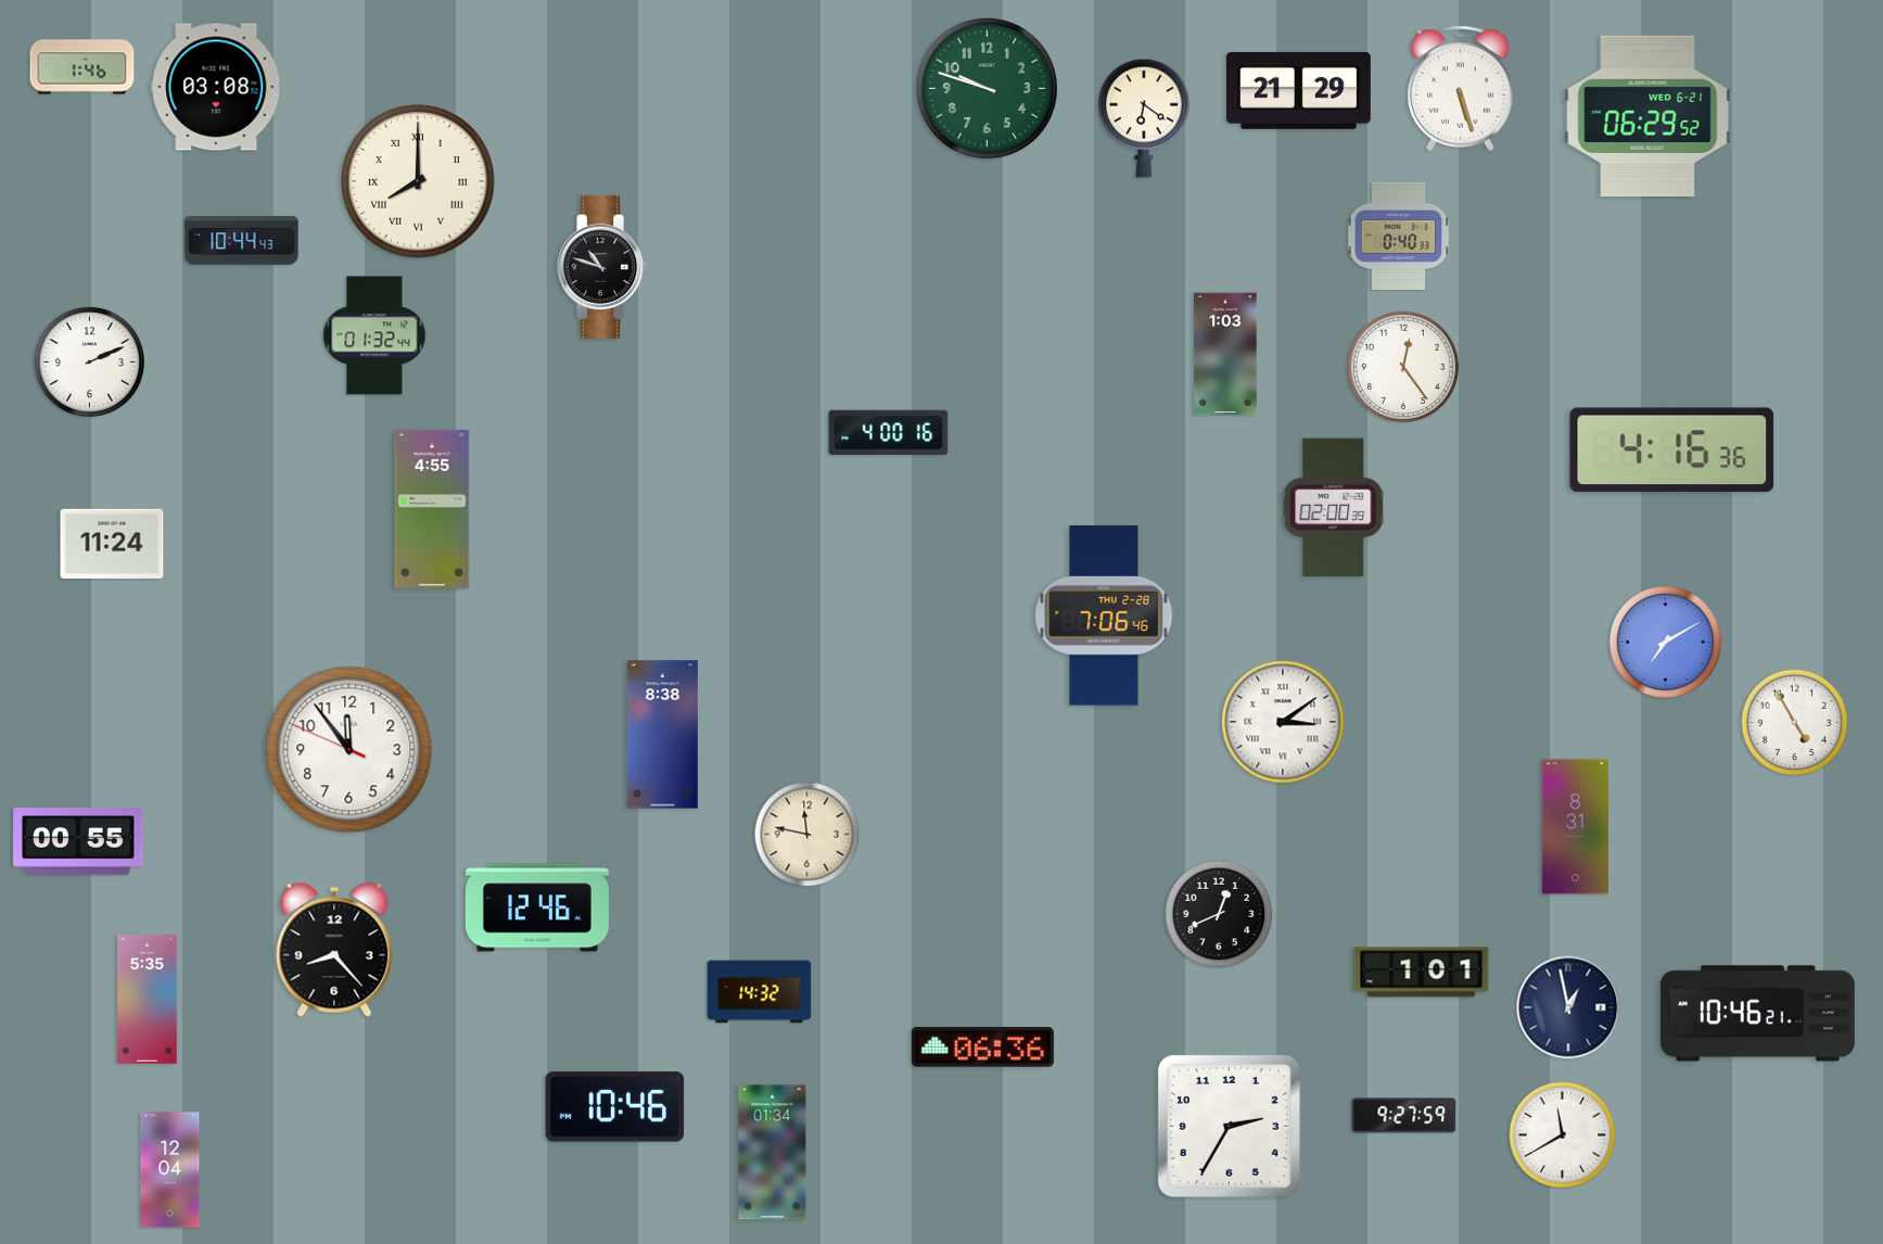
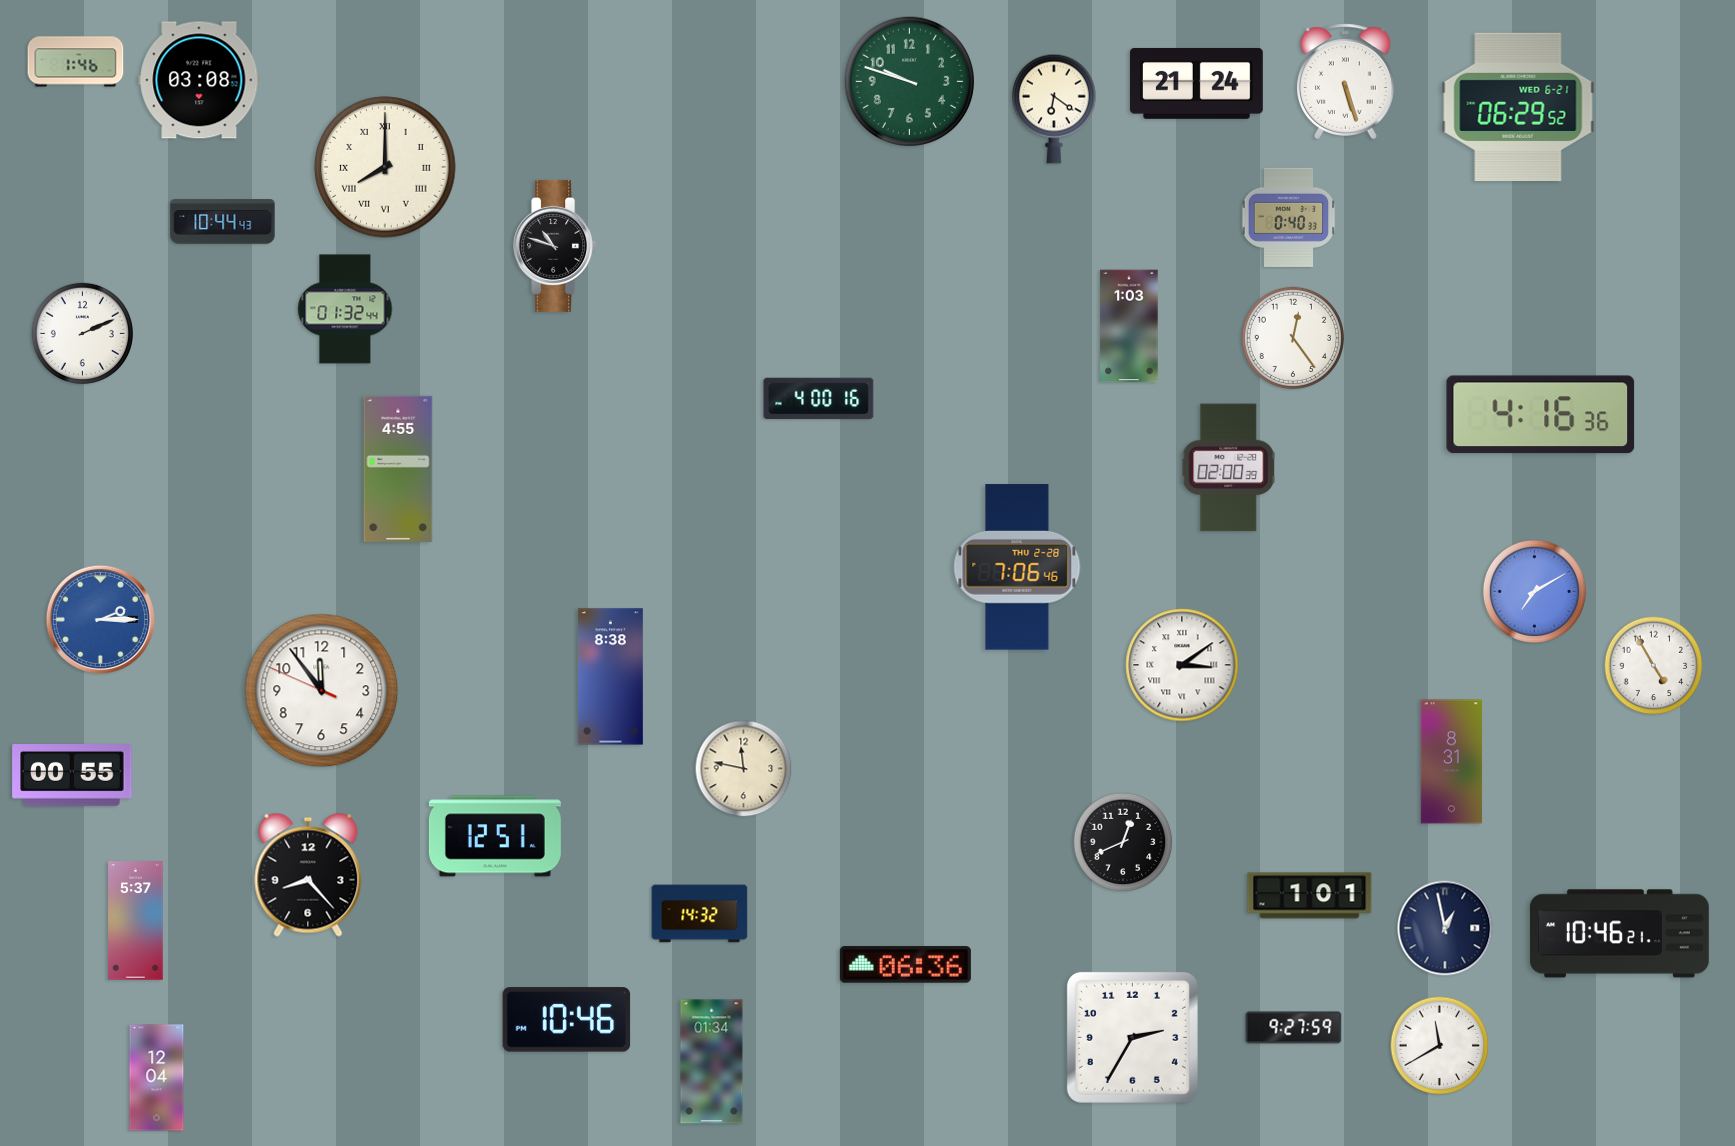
clock at (1298, 90): 21:29 -> 21:24
clock at (112, 544): 11:24 -> none
clock at (100, 619): none -> 2:15
clock at (537, 907): 12:46 -> 12:51
clock at (148, 1000): 5:35 -> 5:37
